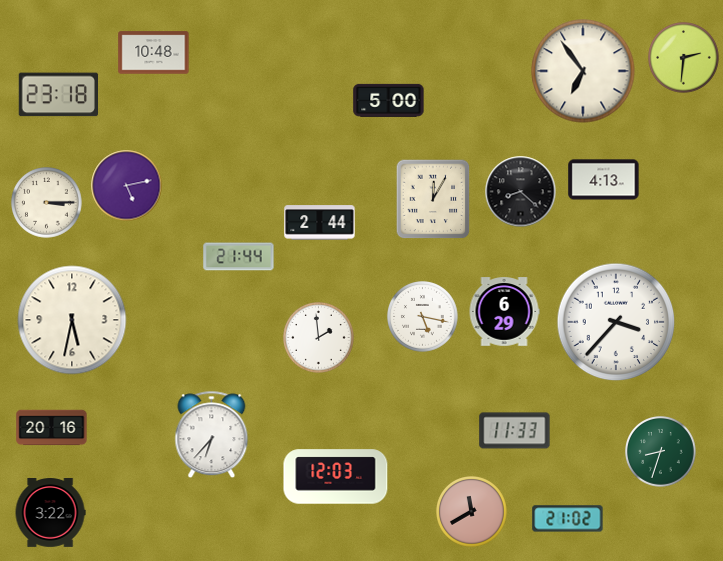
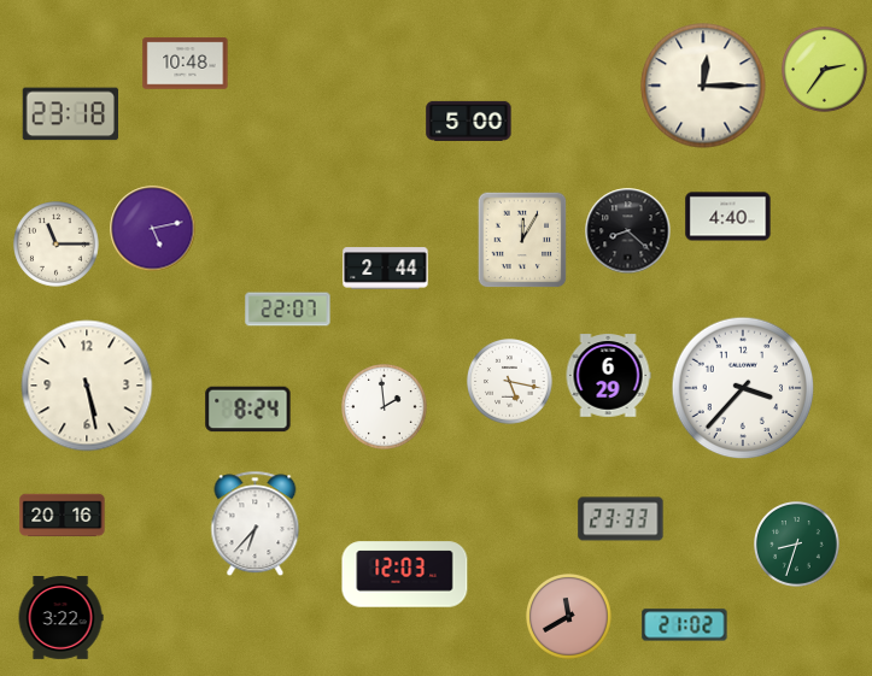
clock at (684, 58): 2:31 -> 2:36
clock at (583, 71): 6:54 -> 12:15
clock at (604, 180): 4:13 -> 4:40
clock at (127, 186) position: (127, 186) -> (153, 229)
clock at (47, 203): 3:15 -> 11:15
clock at (239, 257): 21:44 -> 22:07
clock at (72, 320): 5:32 -> 5:28
clock at (248, 410): none -> 8:24
clock at (515, 431): 11:33 -> 23:33
